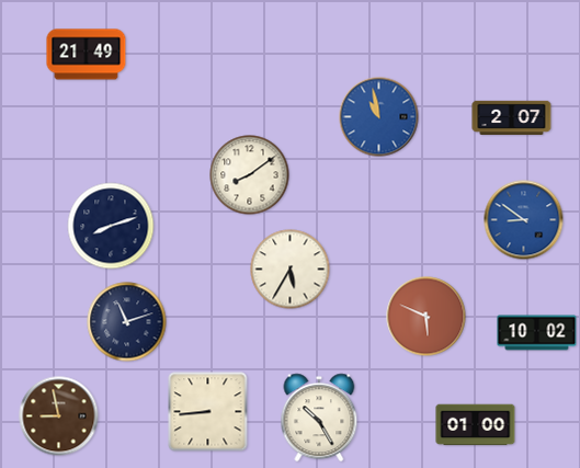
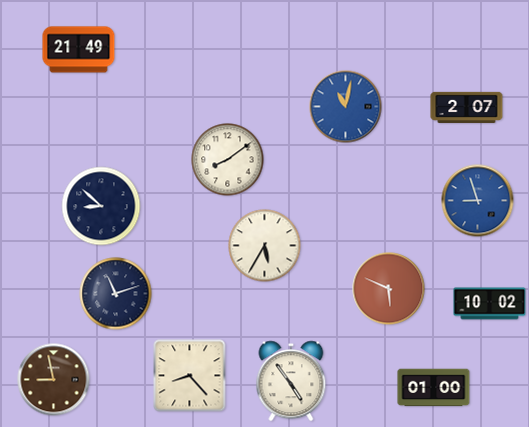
clock at (379, 117): 10:58 -> 11:02
clock at (524, 220): 8:51 -> 8:57
clock at (111, 226): 8:12 -> 8:52
clock at (208, 412): 8:44 -> 8:23
clock at (319, 418): 10:25 -> 4:54
